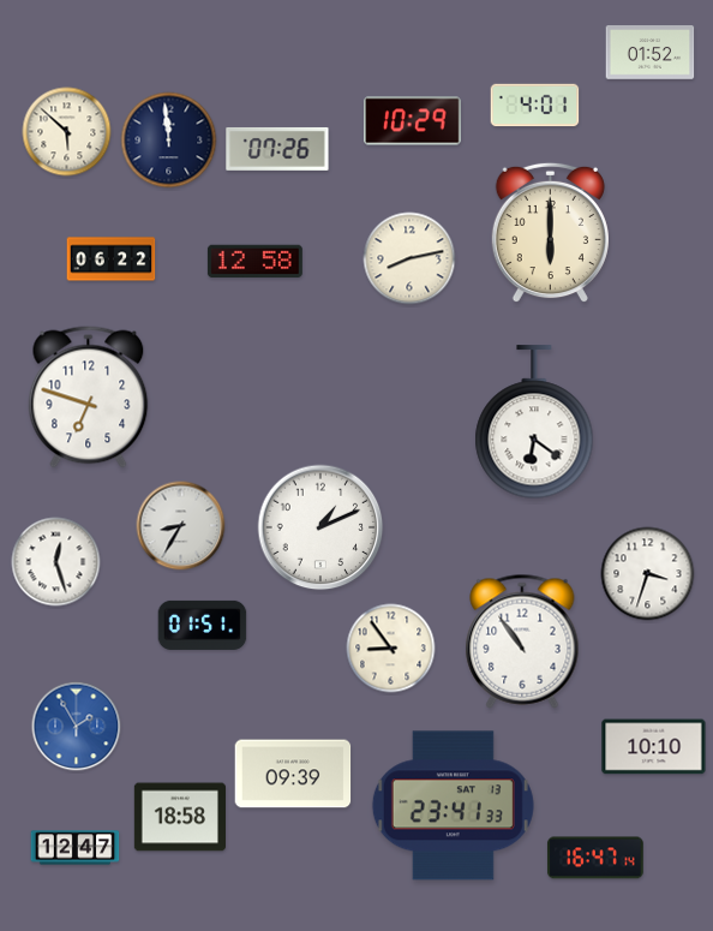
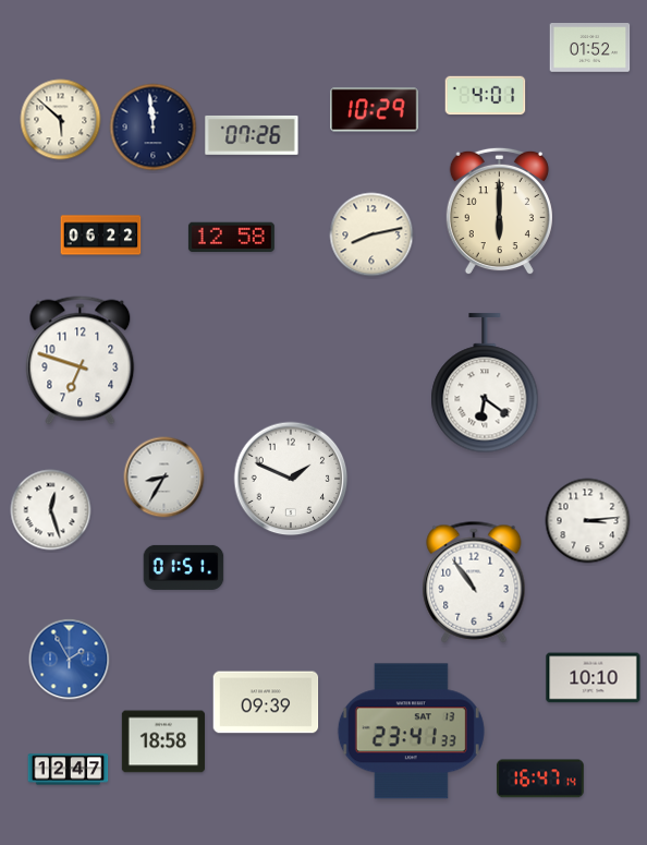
clock at (320, 527): 1:11 -> 1:49
clock at (648, 574): 3:33 -> 3:14
clock at (391, 649): 8:54 -> none
